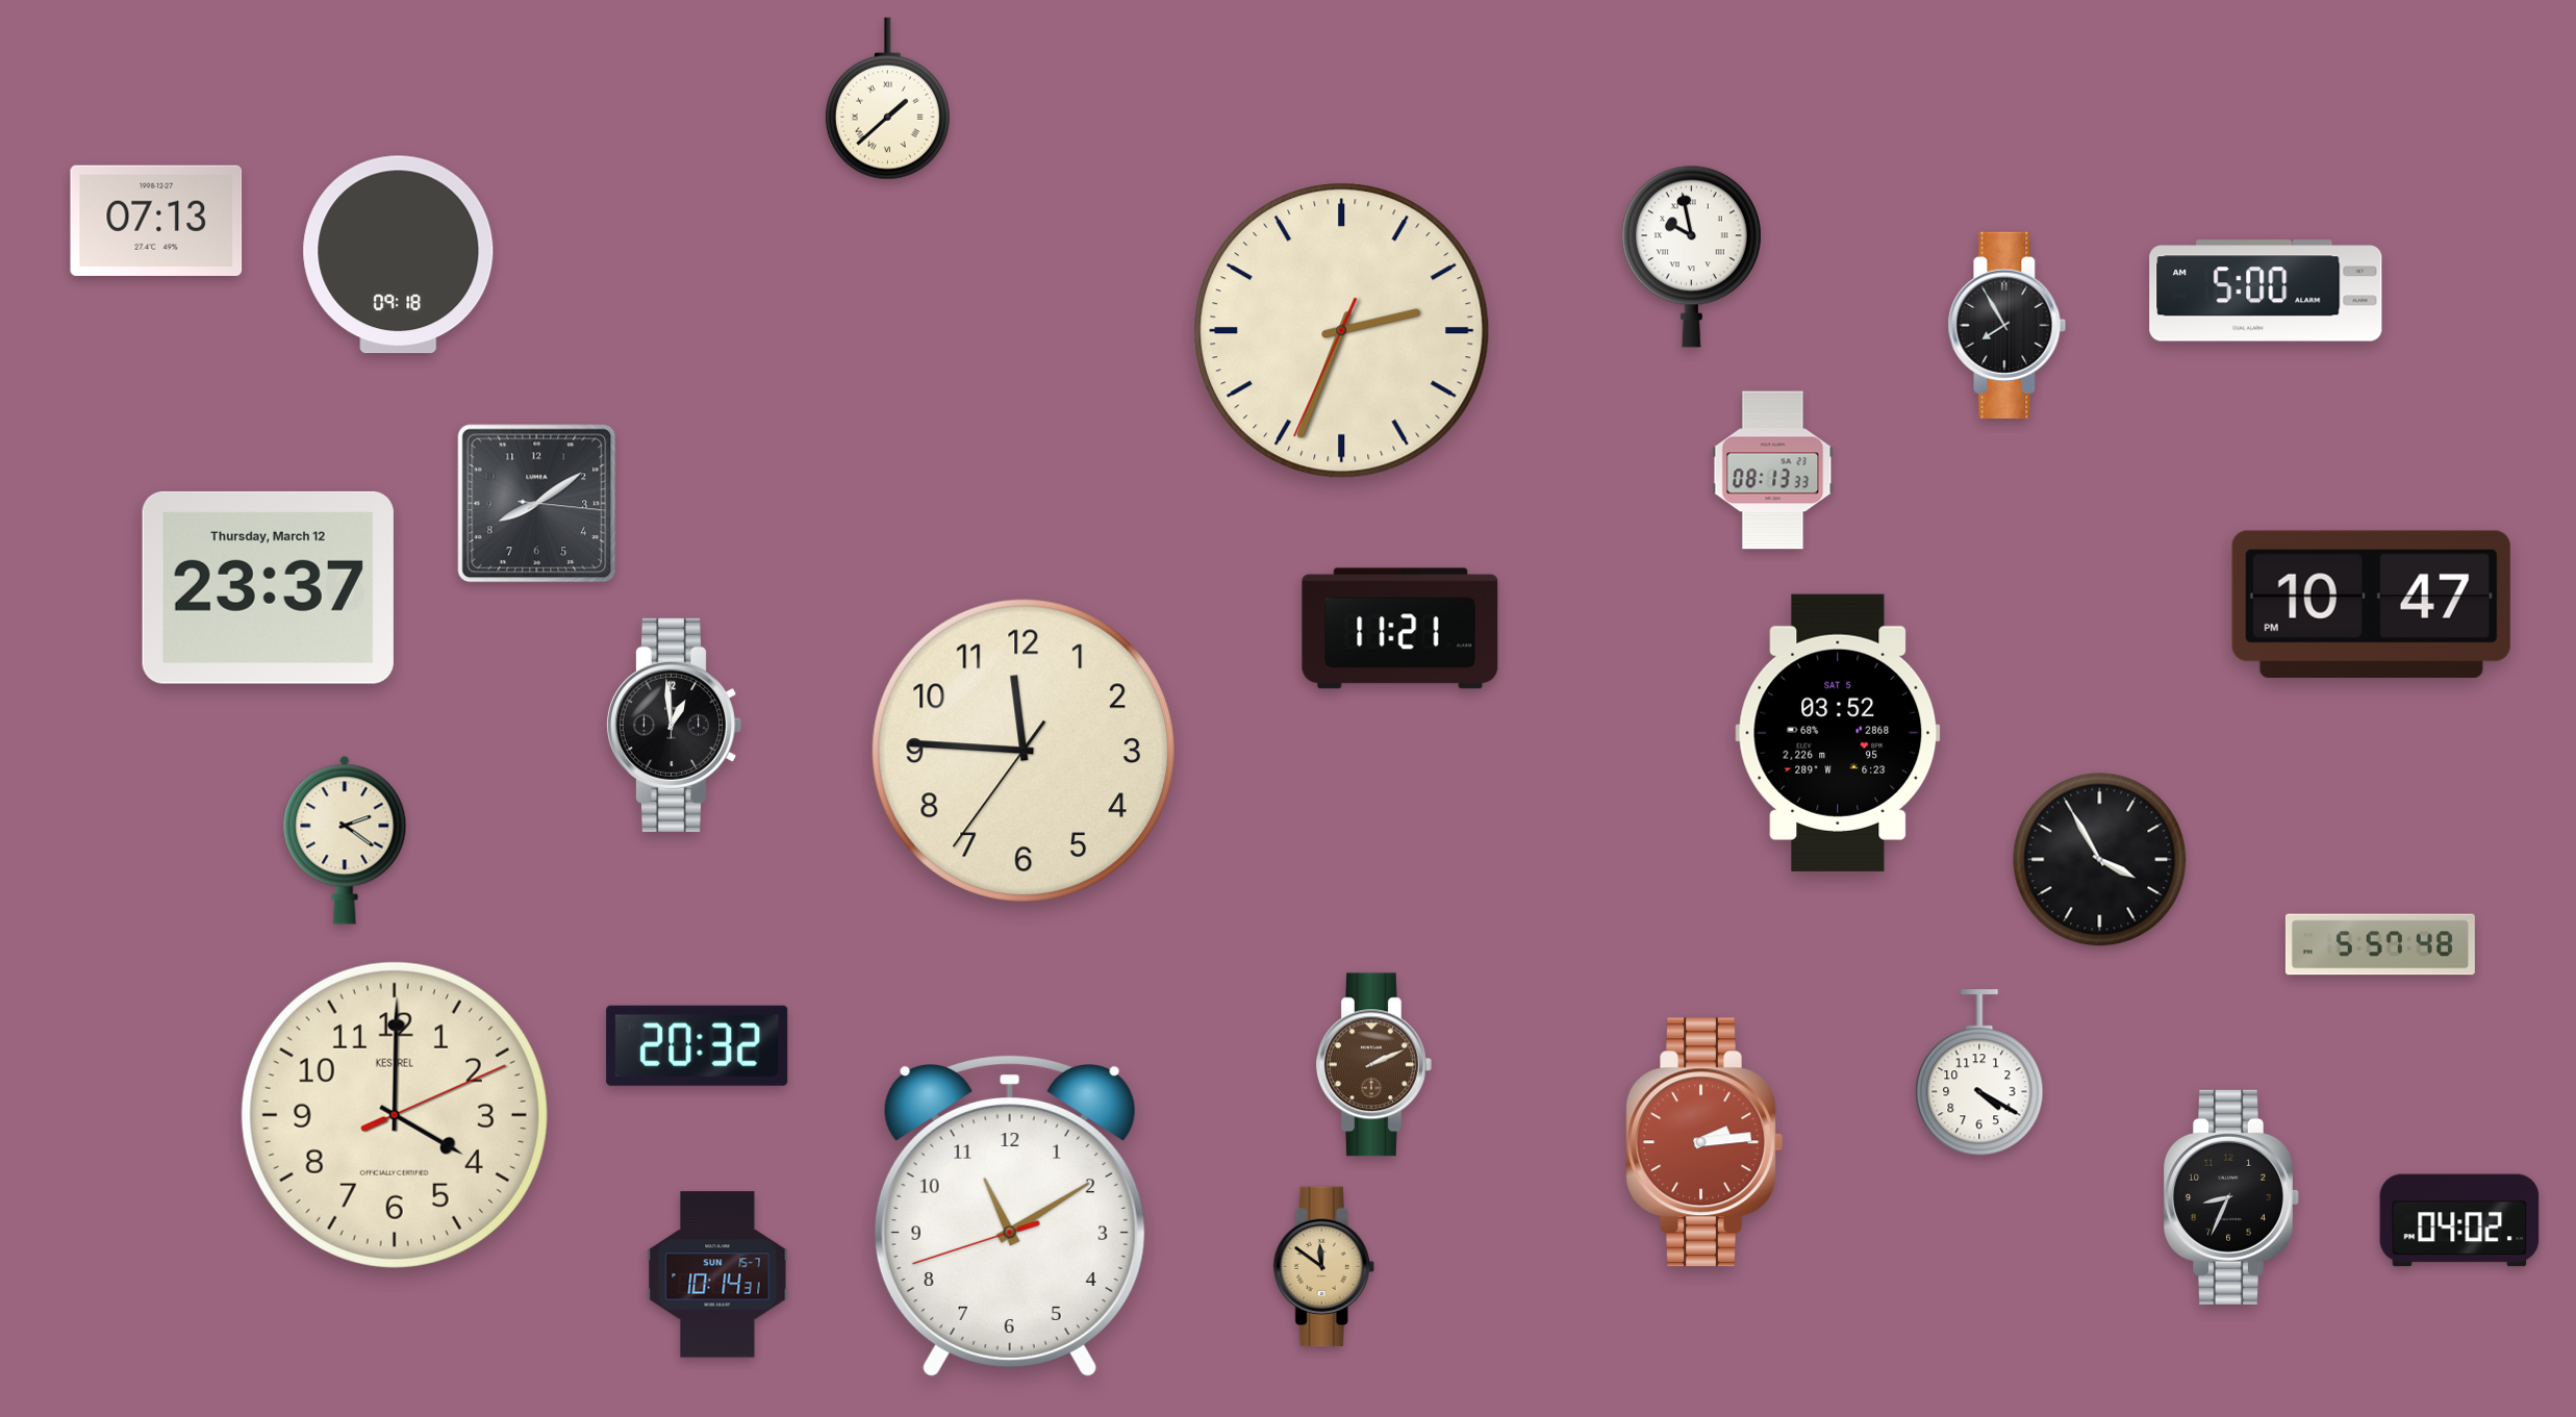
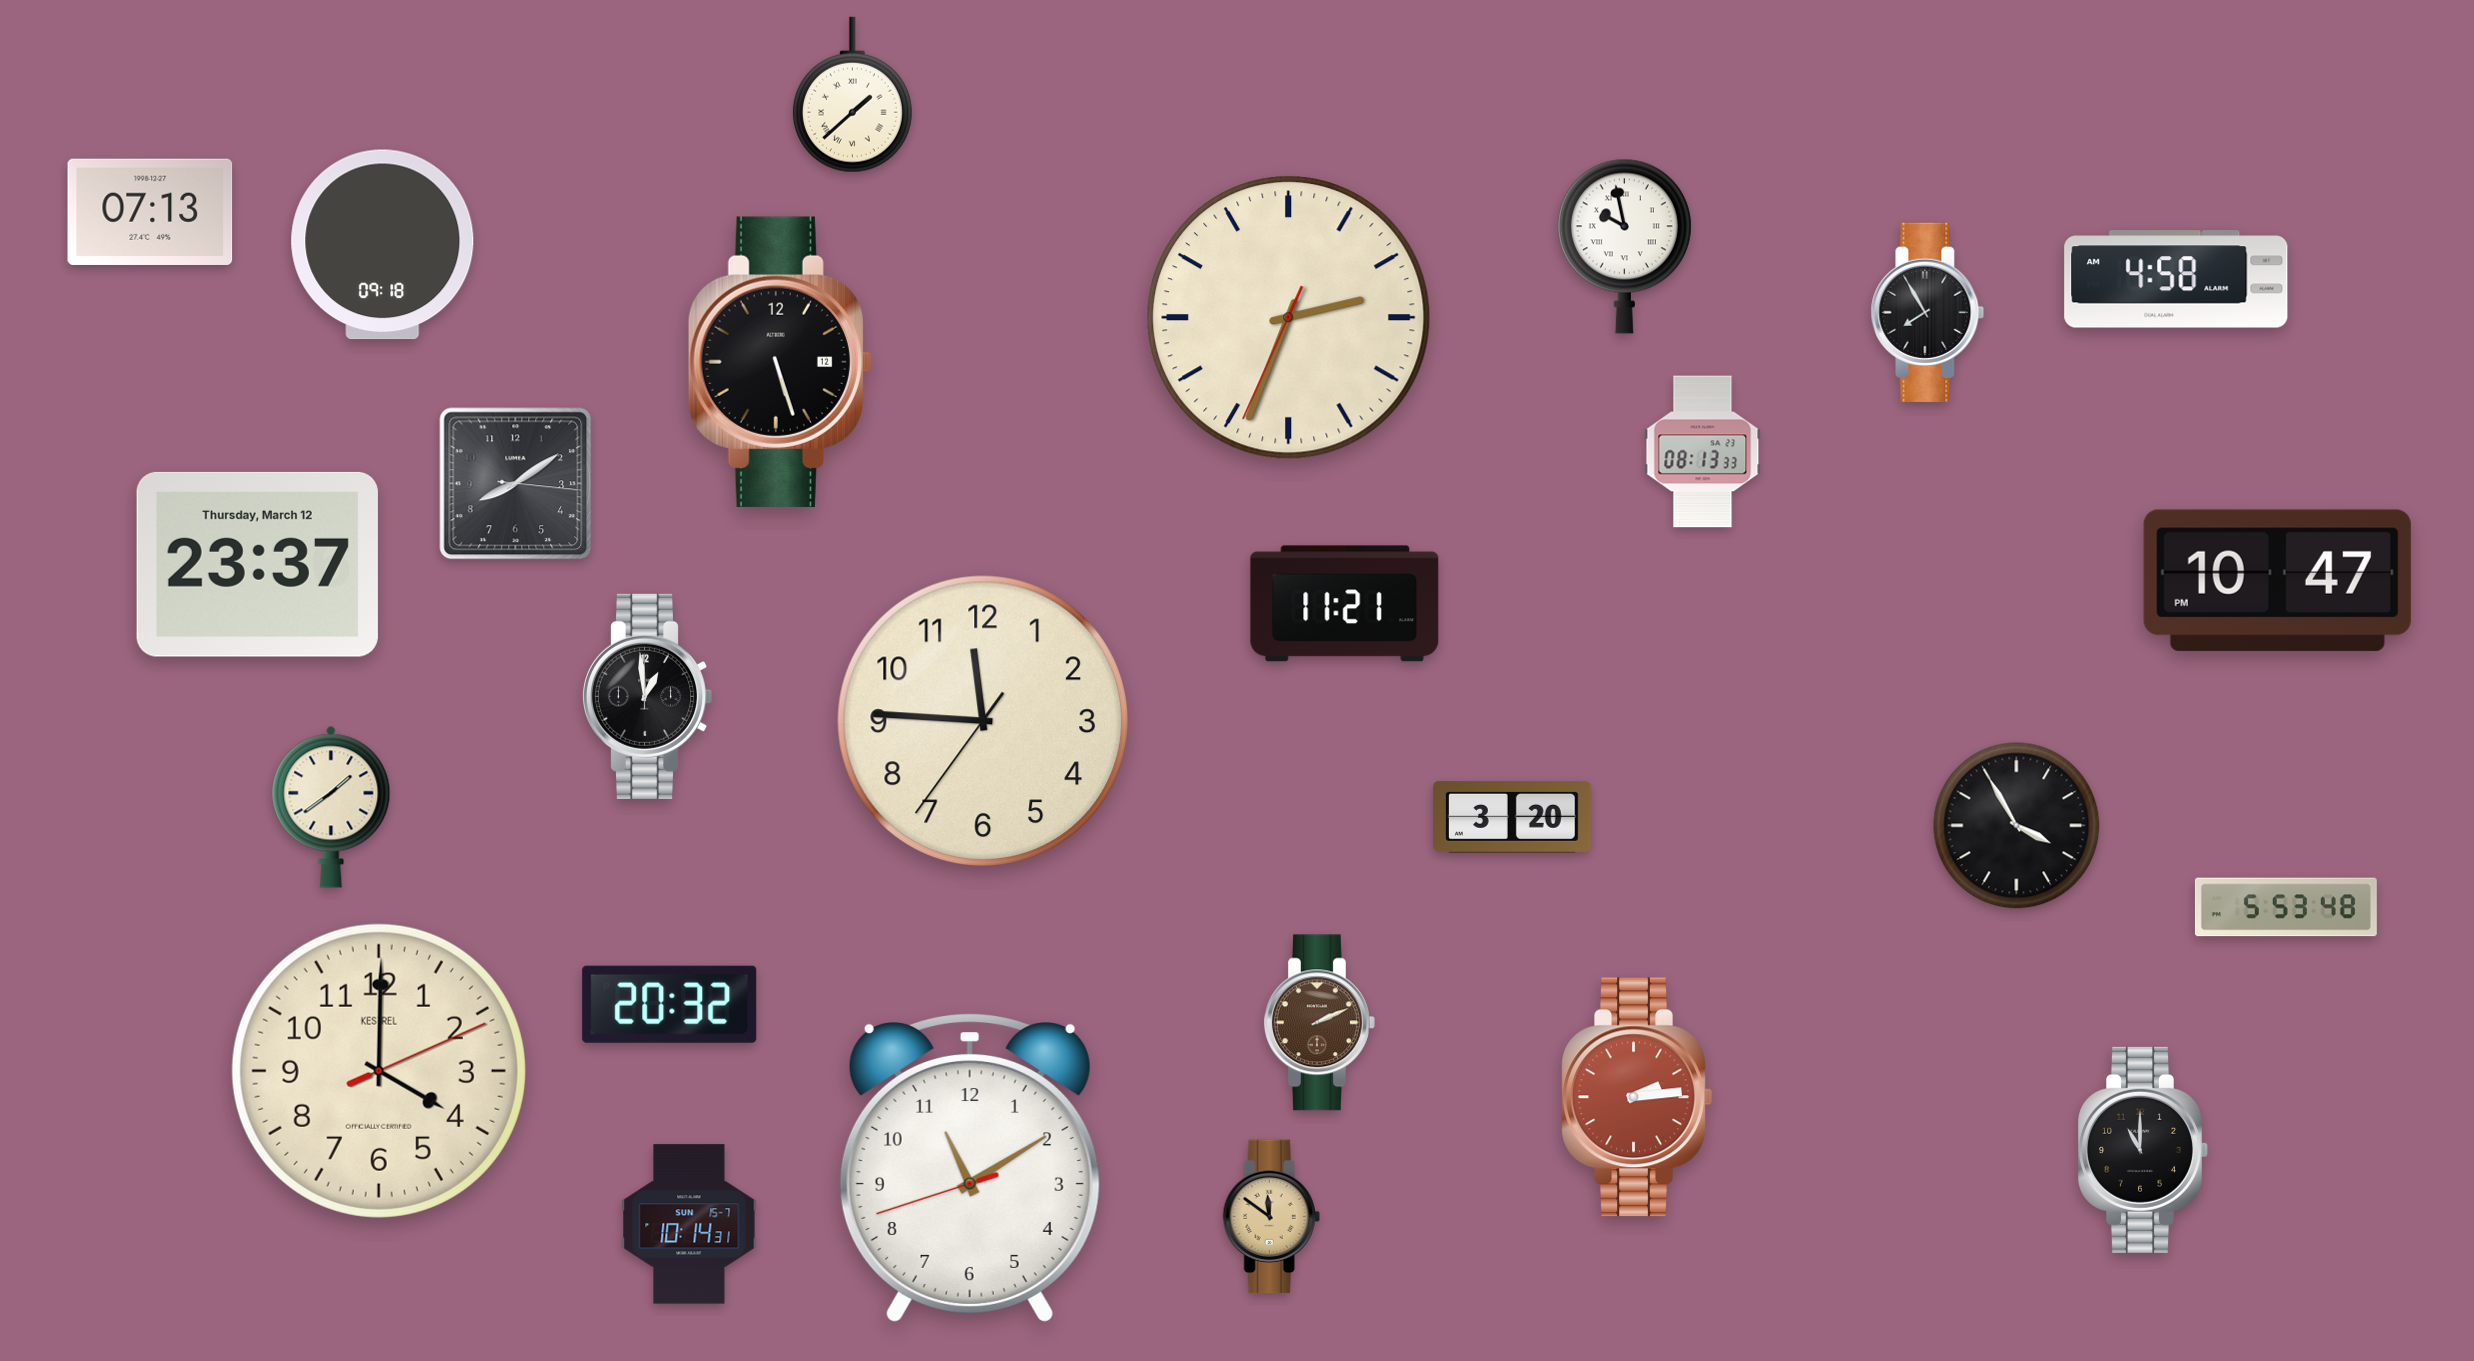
clock at (2266, 290): 5:00 -> 4:58
clock at (780, 362): none -> 5:27
clock at (1838, 733): 03:52 -> none
clock at (345, 840): 2:21 -> 1:39
clock at (1512, 817): none -> 3:20
clock at (2380, 944): 5:57 -> 5:53
clock at (1979, 1073): 4:20 -> none
clock at (2232, 1197): 8:34 -> 11:00
clock at (2459, 1220): 04:02 -> none
